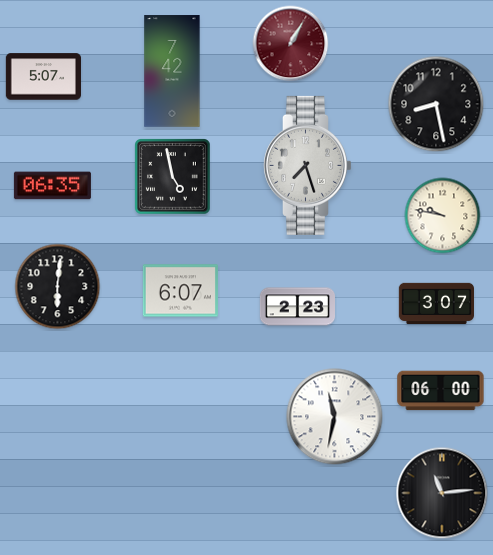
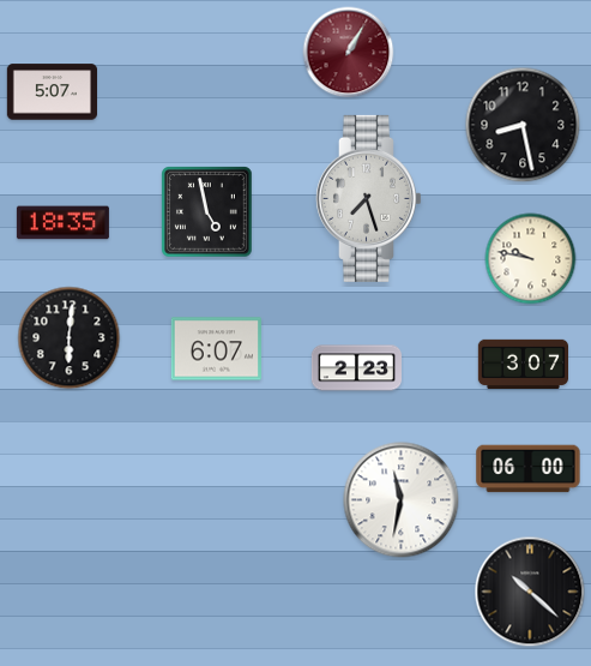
clock at (172, 71): 7:42 -> none
clock at (52, 186): 06:35 -> 18:35
clock at (58, 287) position: (58, 287) -> (70, 338)
clock at (442, 493): 11:14 -> 10:22
